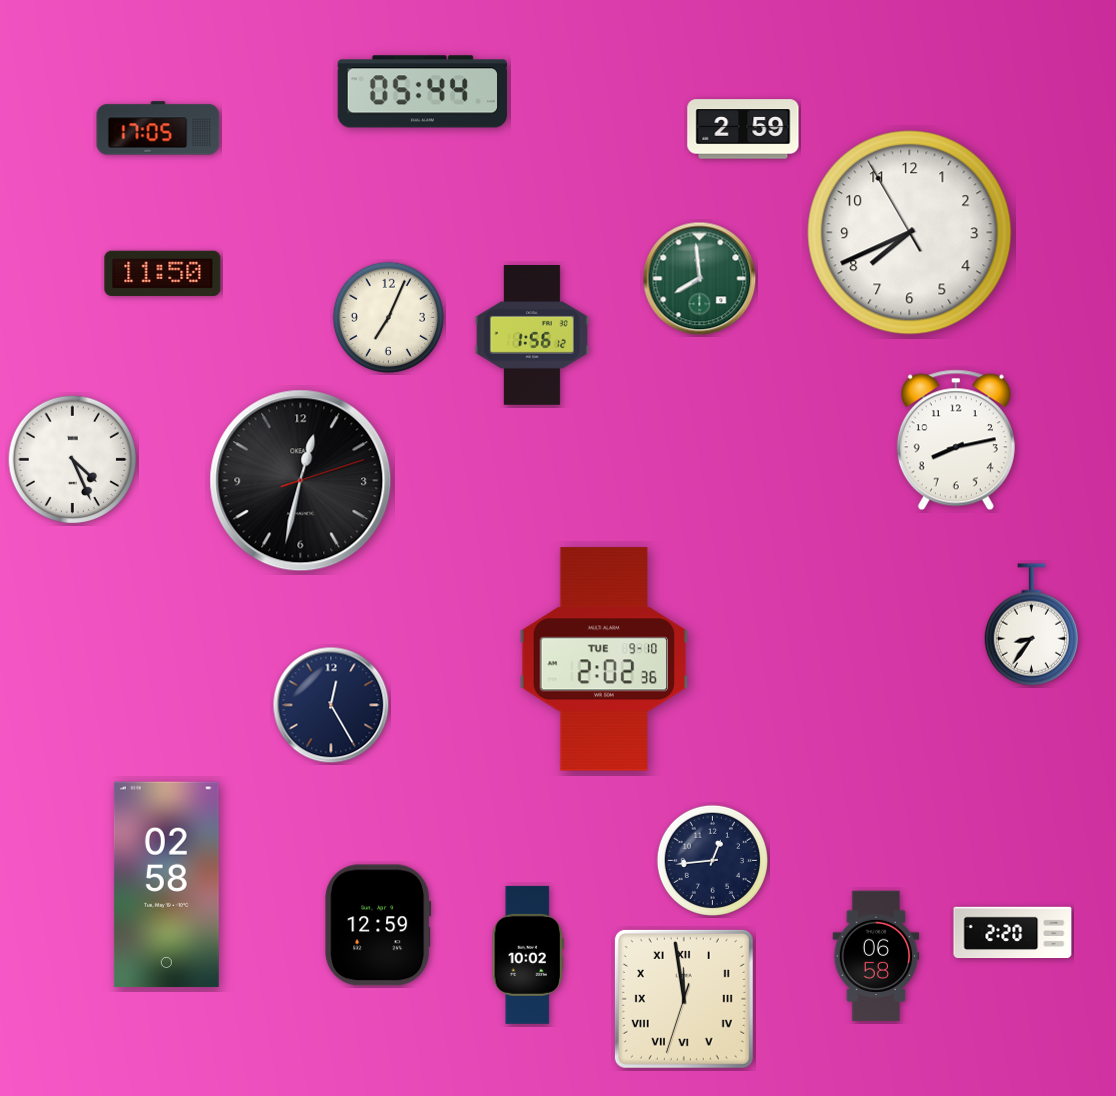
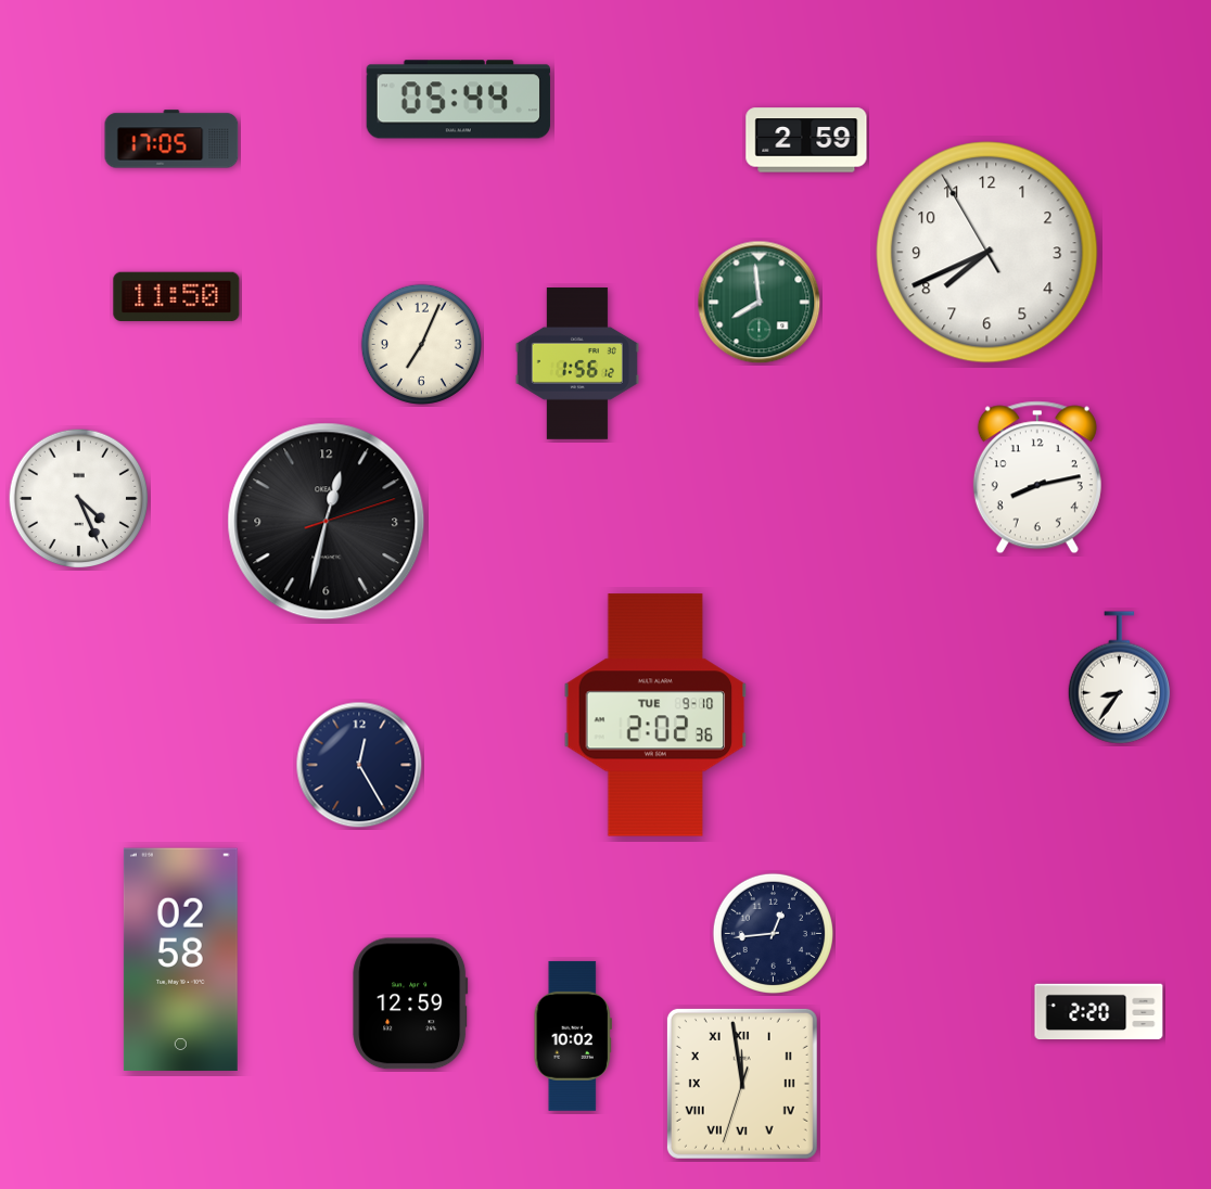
clock at (876, 956): 06:58 -> none
